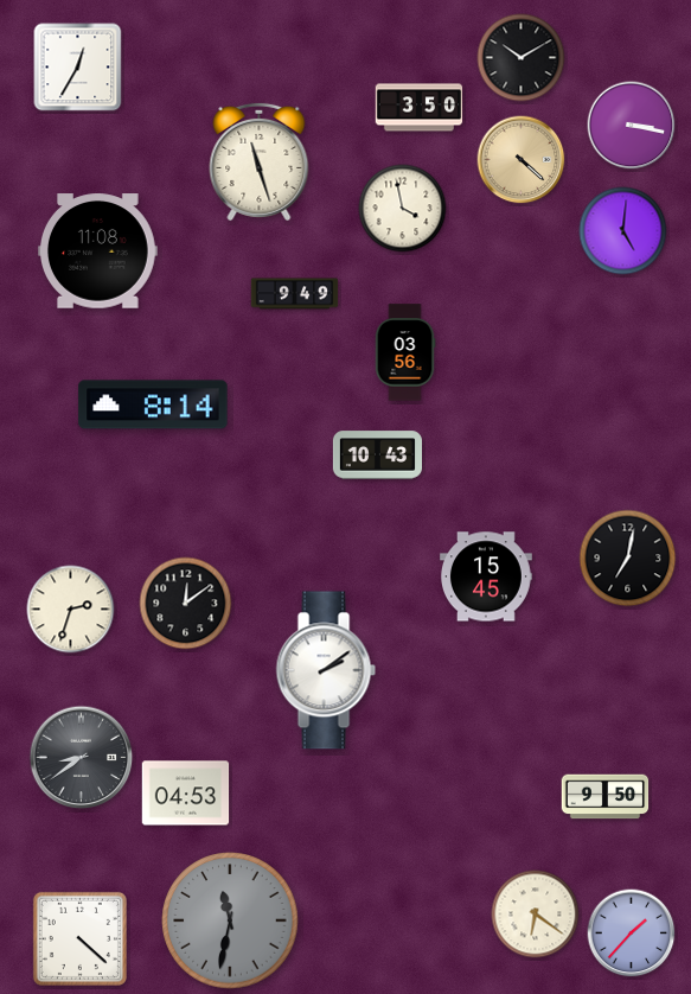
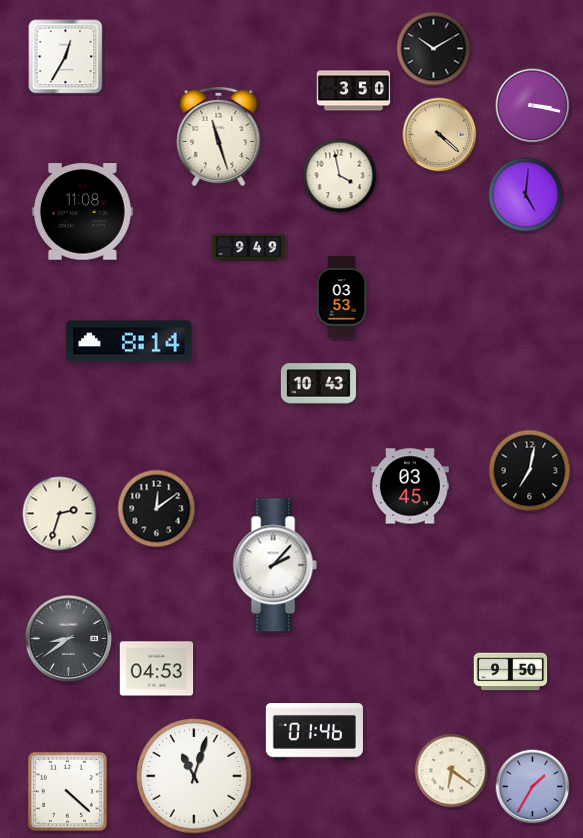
clock at (522, 58) position: (522, 58) -> (434, 49)
clock at (405, 352): 03:56 -> 03:53
clock at (487, 576): 15:45 -> 03:45
clock at (326, 670): 2:09 -> 2:07
clock at (314, 732): none -> 01:46
clock at (230, 920): 11:32 -> 11:03
clock at (230, 920) dial: grey -> white
clock at (632, 934): 1:37 -> 1:35
